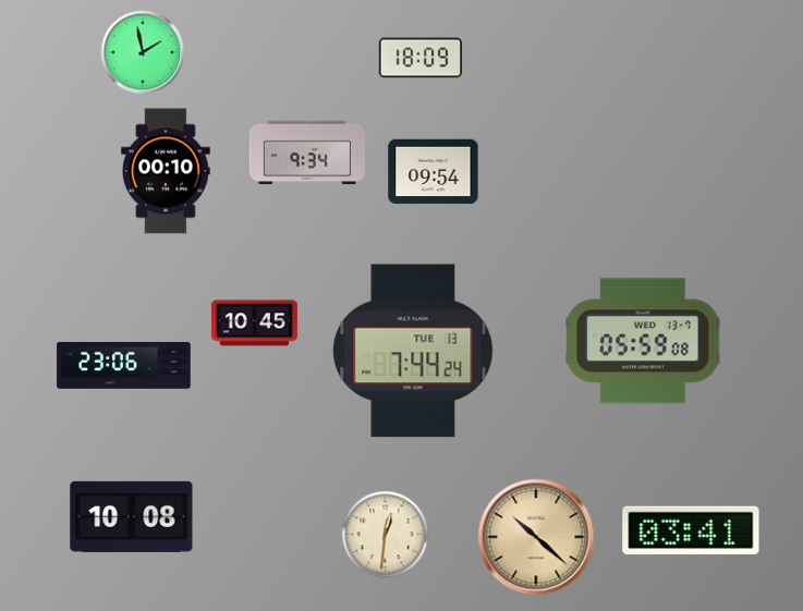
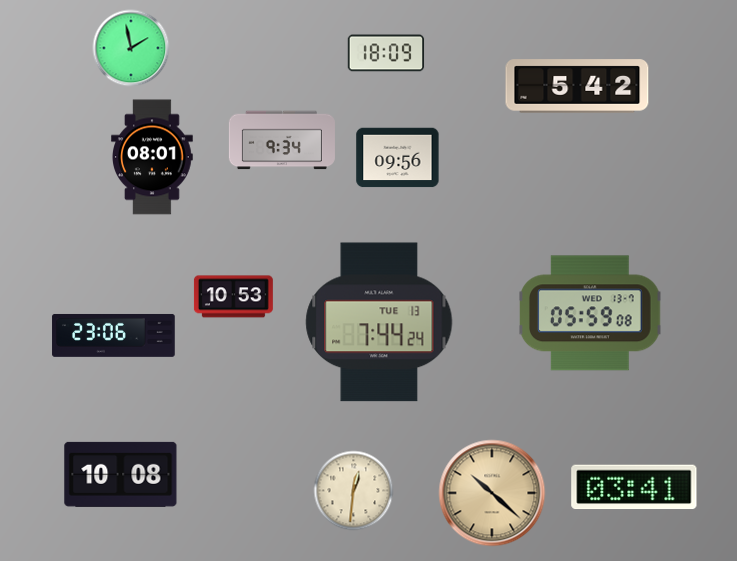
clock at (577, 86): none -> 5:42
clock at (166, 171): 00:10 -> 08:01
clock at (434, 172): 09:54 -> 09:56
clock at (254, 323): 10:45 -> 10:53
